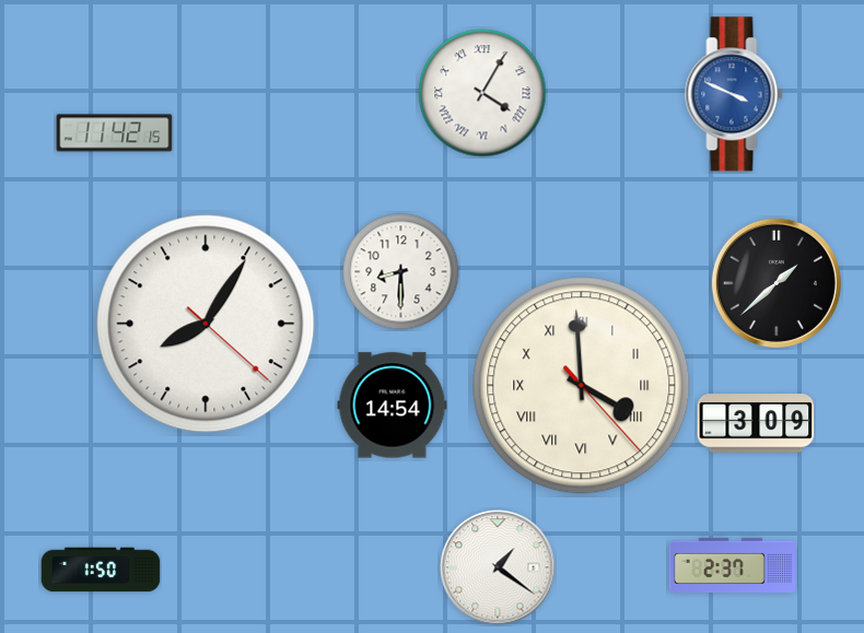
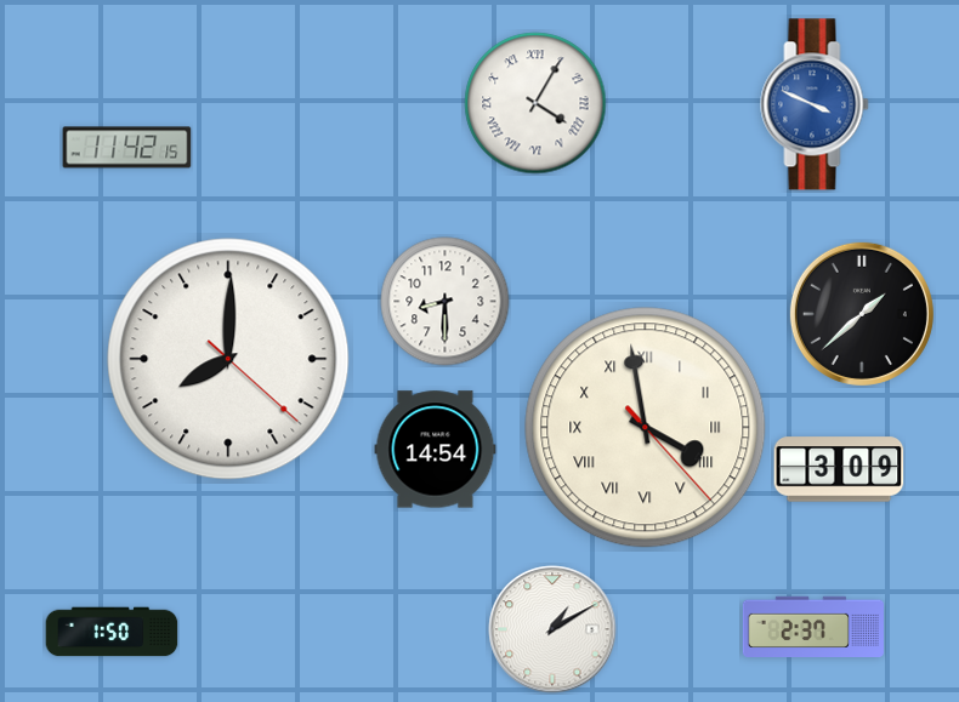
clock at (206, 324): 8:05 -> 8:00
clock at (582, 386): 3:59 -> 3:58
clock at (498, 567): 1:21 -> 1:10
